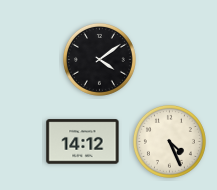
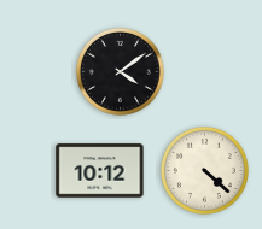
clock at (169, 141): 4:26 -> 4:22
clock at (83, 142): 14:12 -> 10:12
